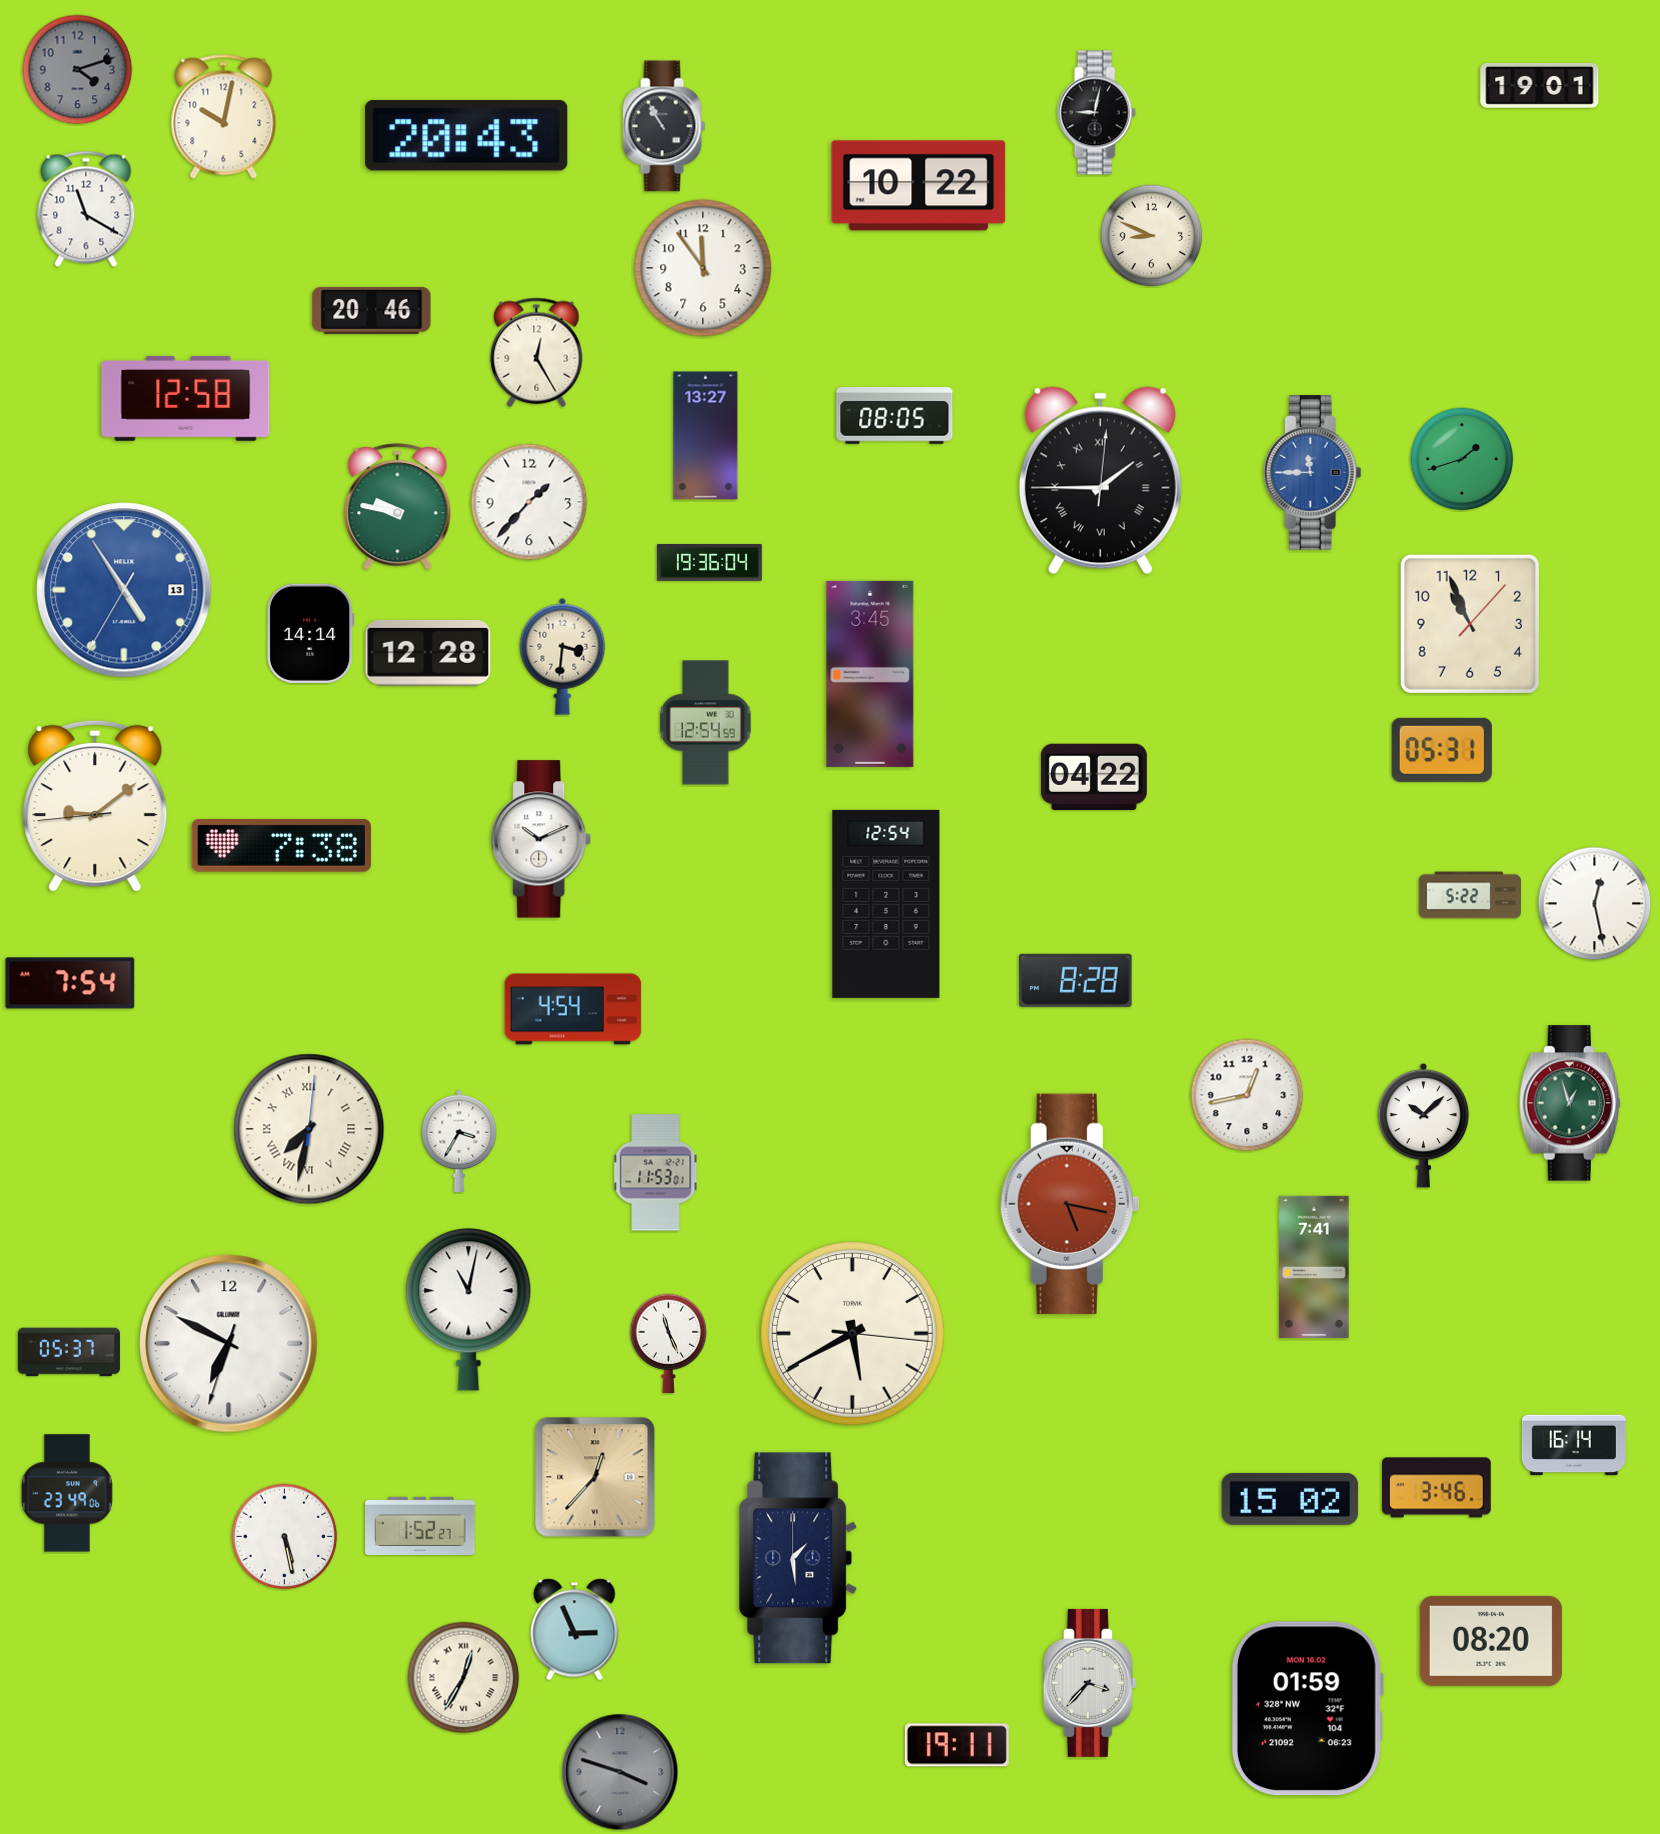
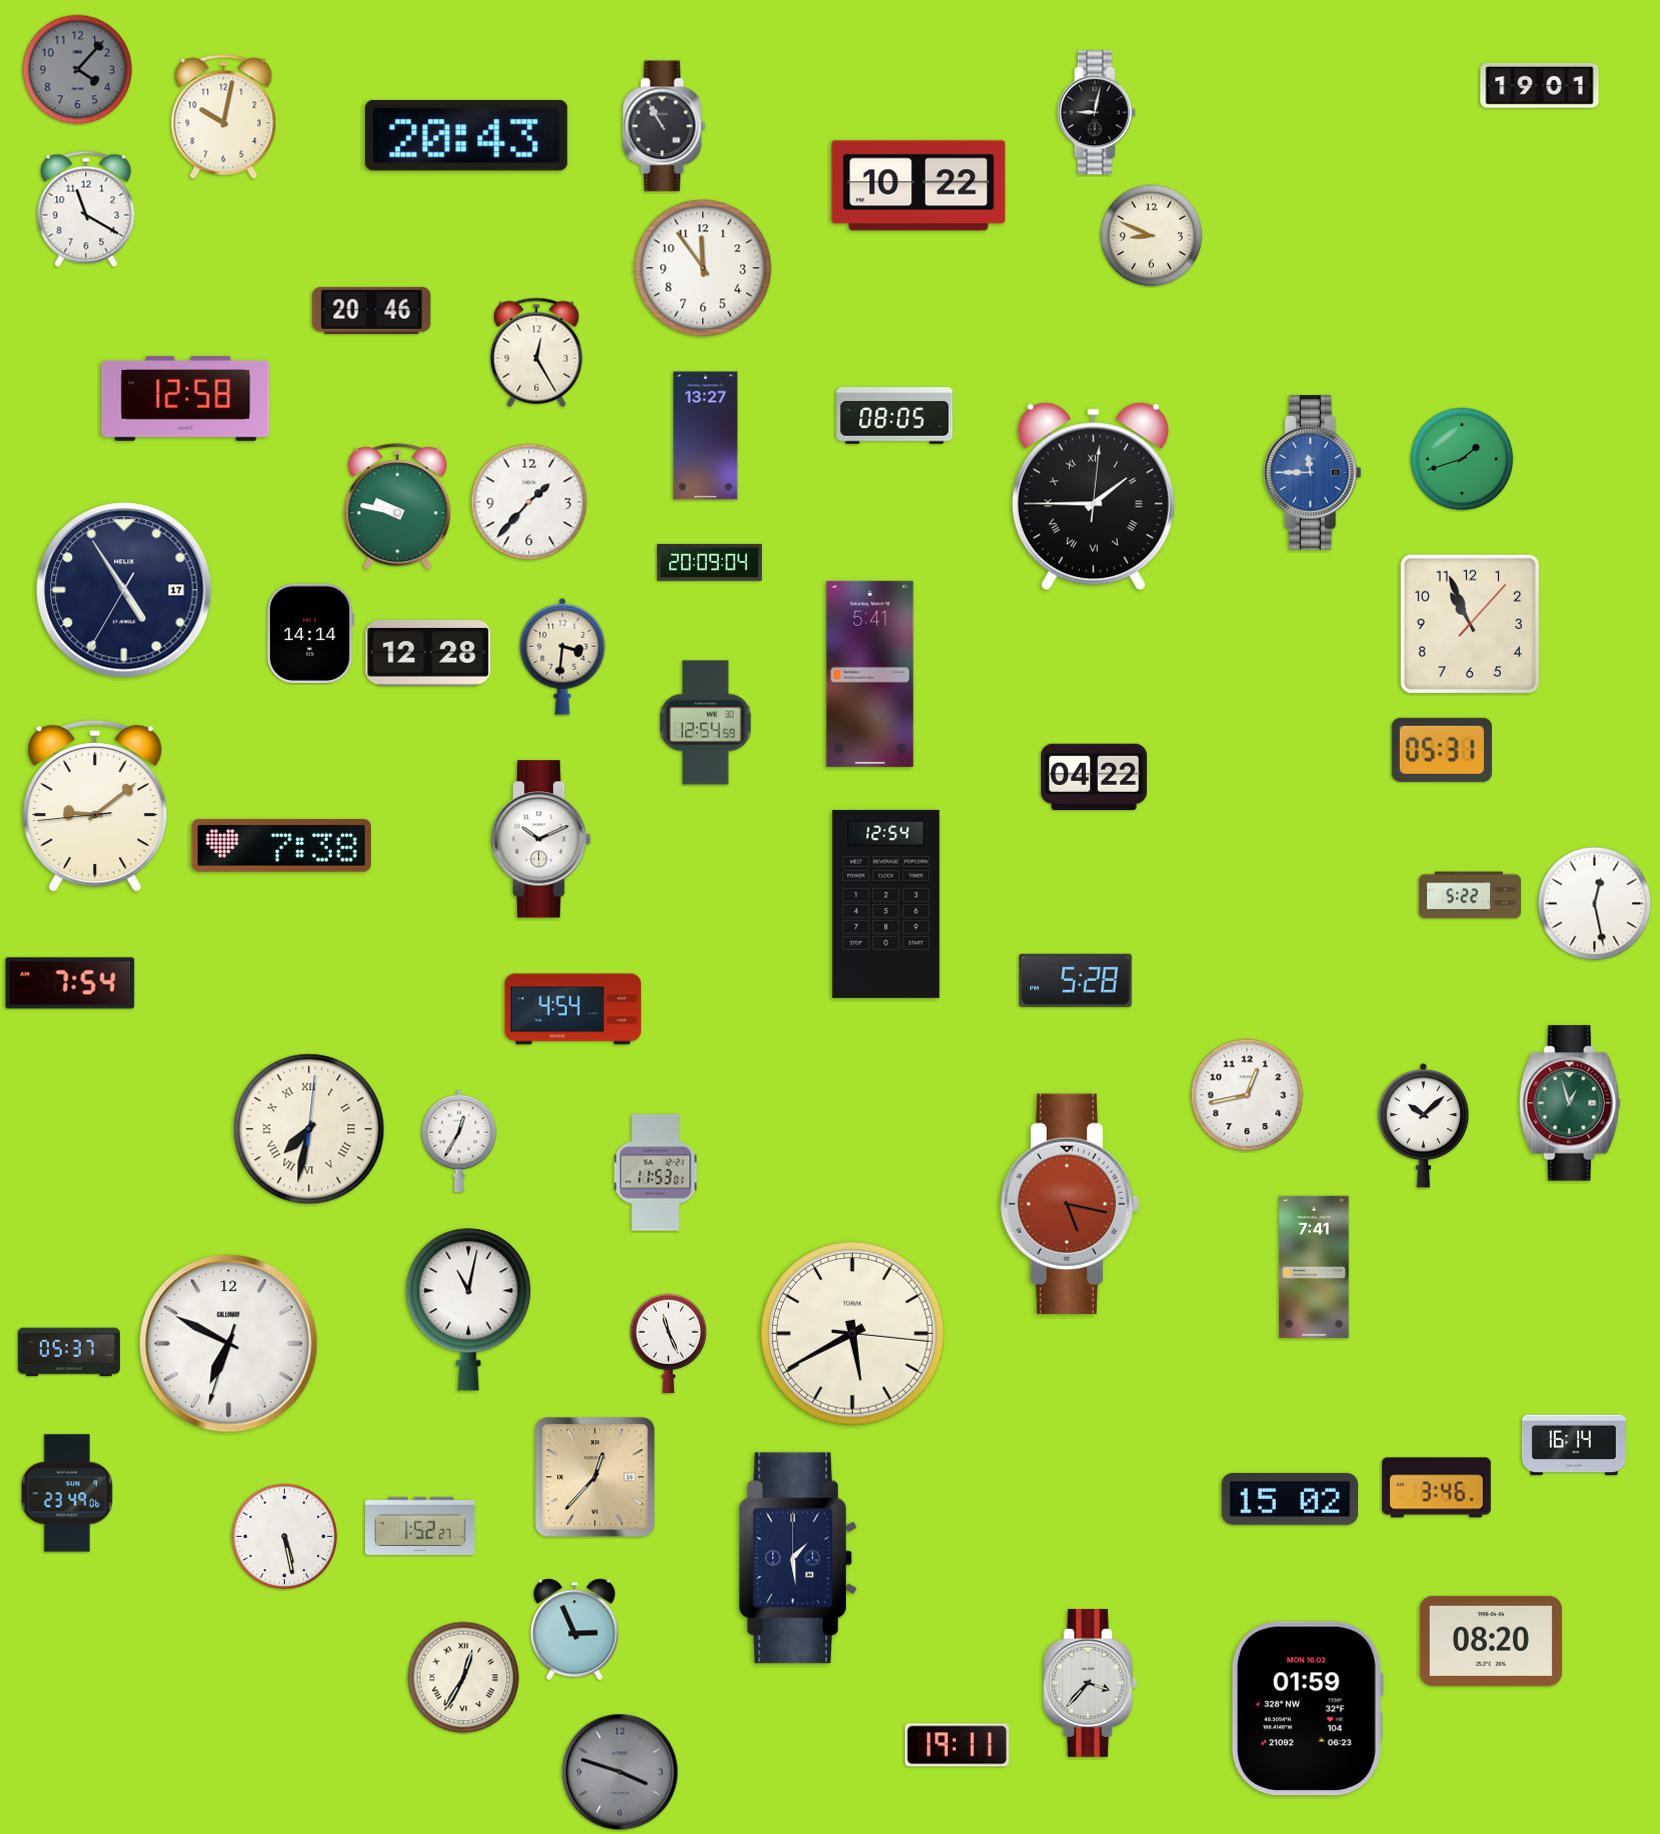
clock at (78, 70): 4:12 -> 4:07
clock at (1100, 481) position: (1100, 481) -> (1093, 497)
clock at (709, 562): 19:36 -> 20:09
clock at (124, 590) date: 13 -> 17
clock at (124, 590) dial: blue -> navy
clock at (870, 674): 3:45 -> 5:41
clock at (1076, 980): 8:28 -> 5:28
clock at (459, 1141): 3:35 -> 12:35
